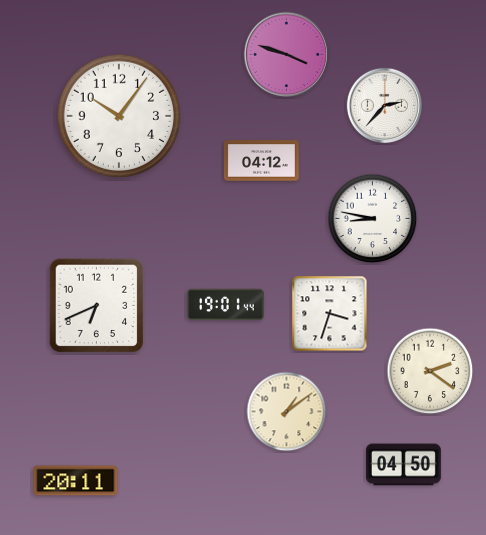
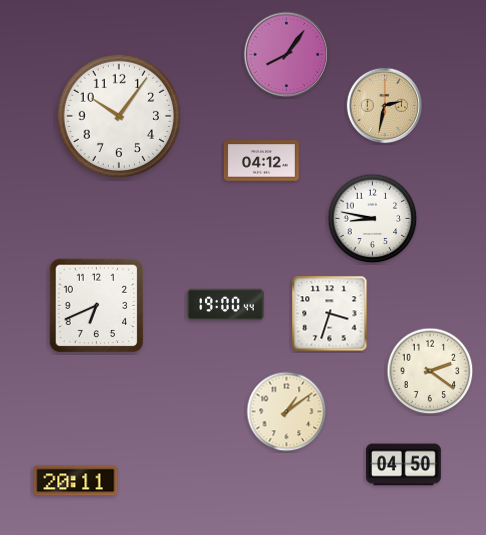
clock at (287, 55): 3:48 -> 8:06
clock at (385, 106): 2:37 -> 2:32
clock at (385, 106) dial: white -> champagne
clock at (226, 305): 19:01 -> 19:00
